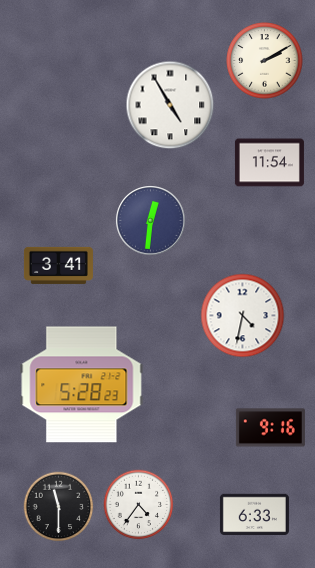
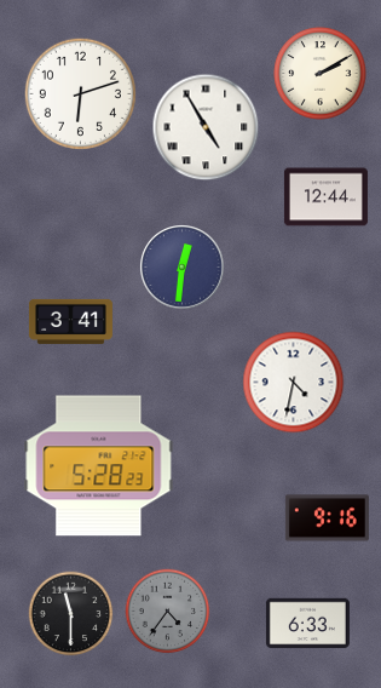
clock at (80, 93): none -> 6:12
clock at (269, 163): 11:54 -> 12:44
clock at (139, 505) dial: white -> grey
